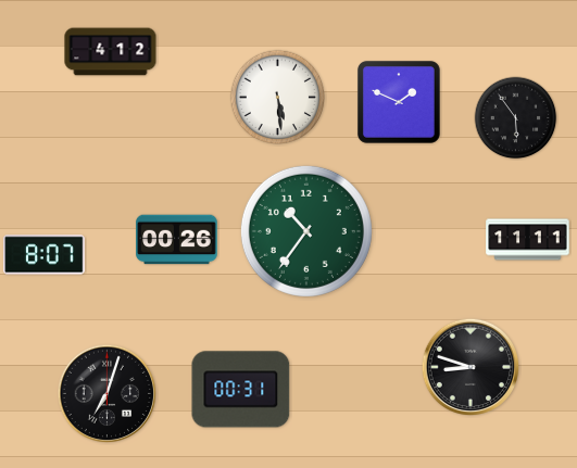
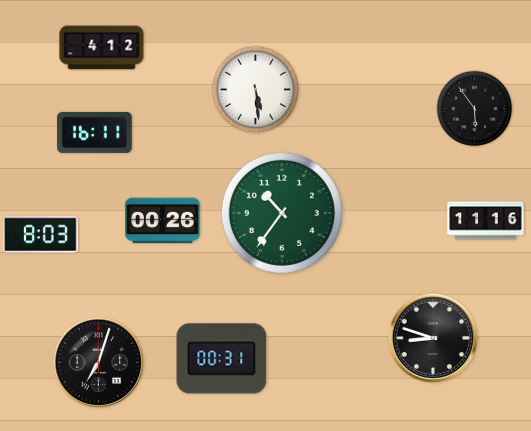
clock at (399, 102): 1:49 -> none
clock at (95, 132): none -> 16:11
clock at (528, 240): 11:11 -> 11:16
clock at (45, 255): 8:07 -> 8:03
